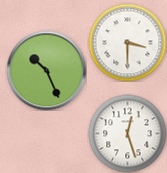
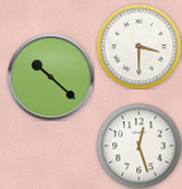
clock at (46, 70): 10:26 -> 10:22
